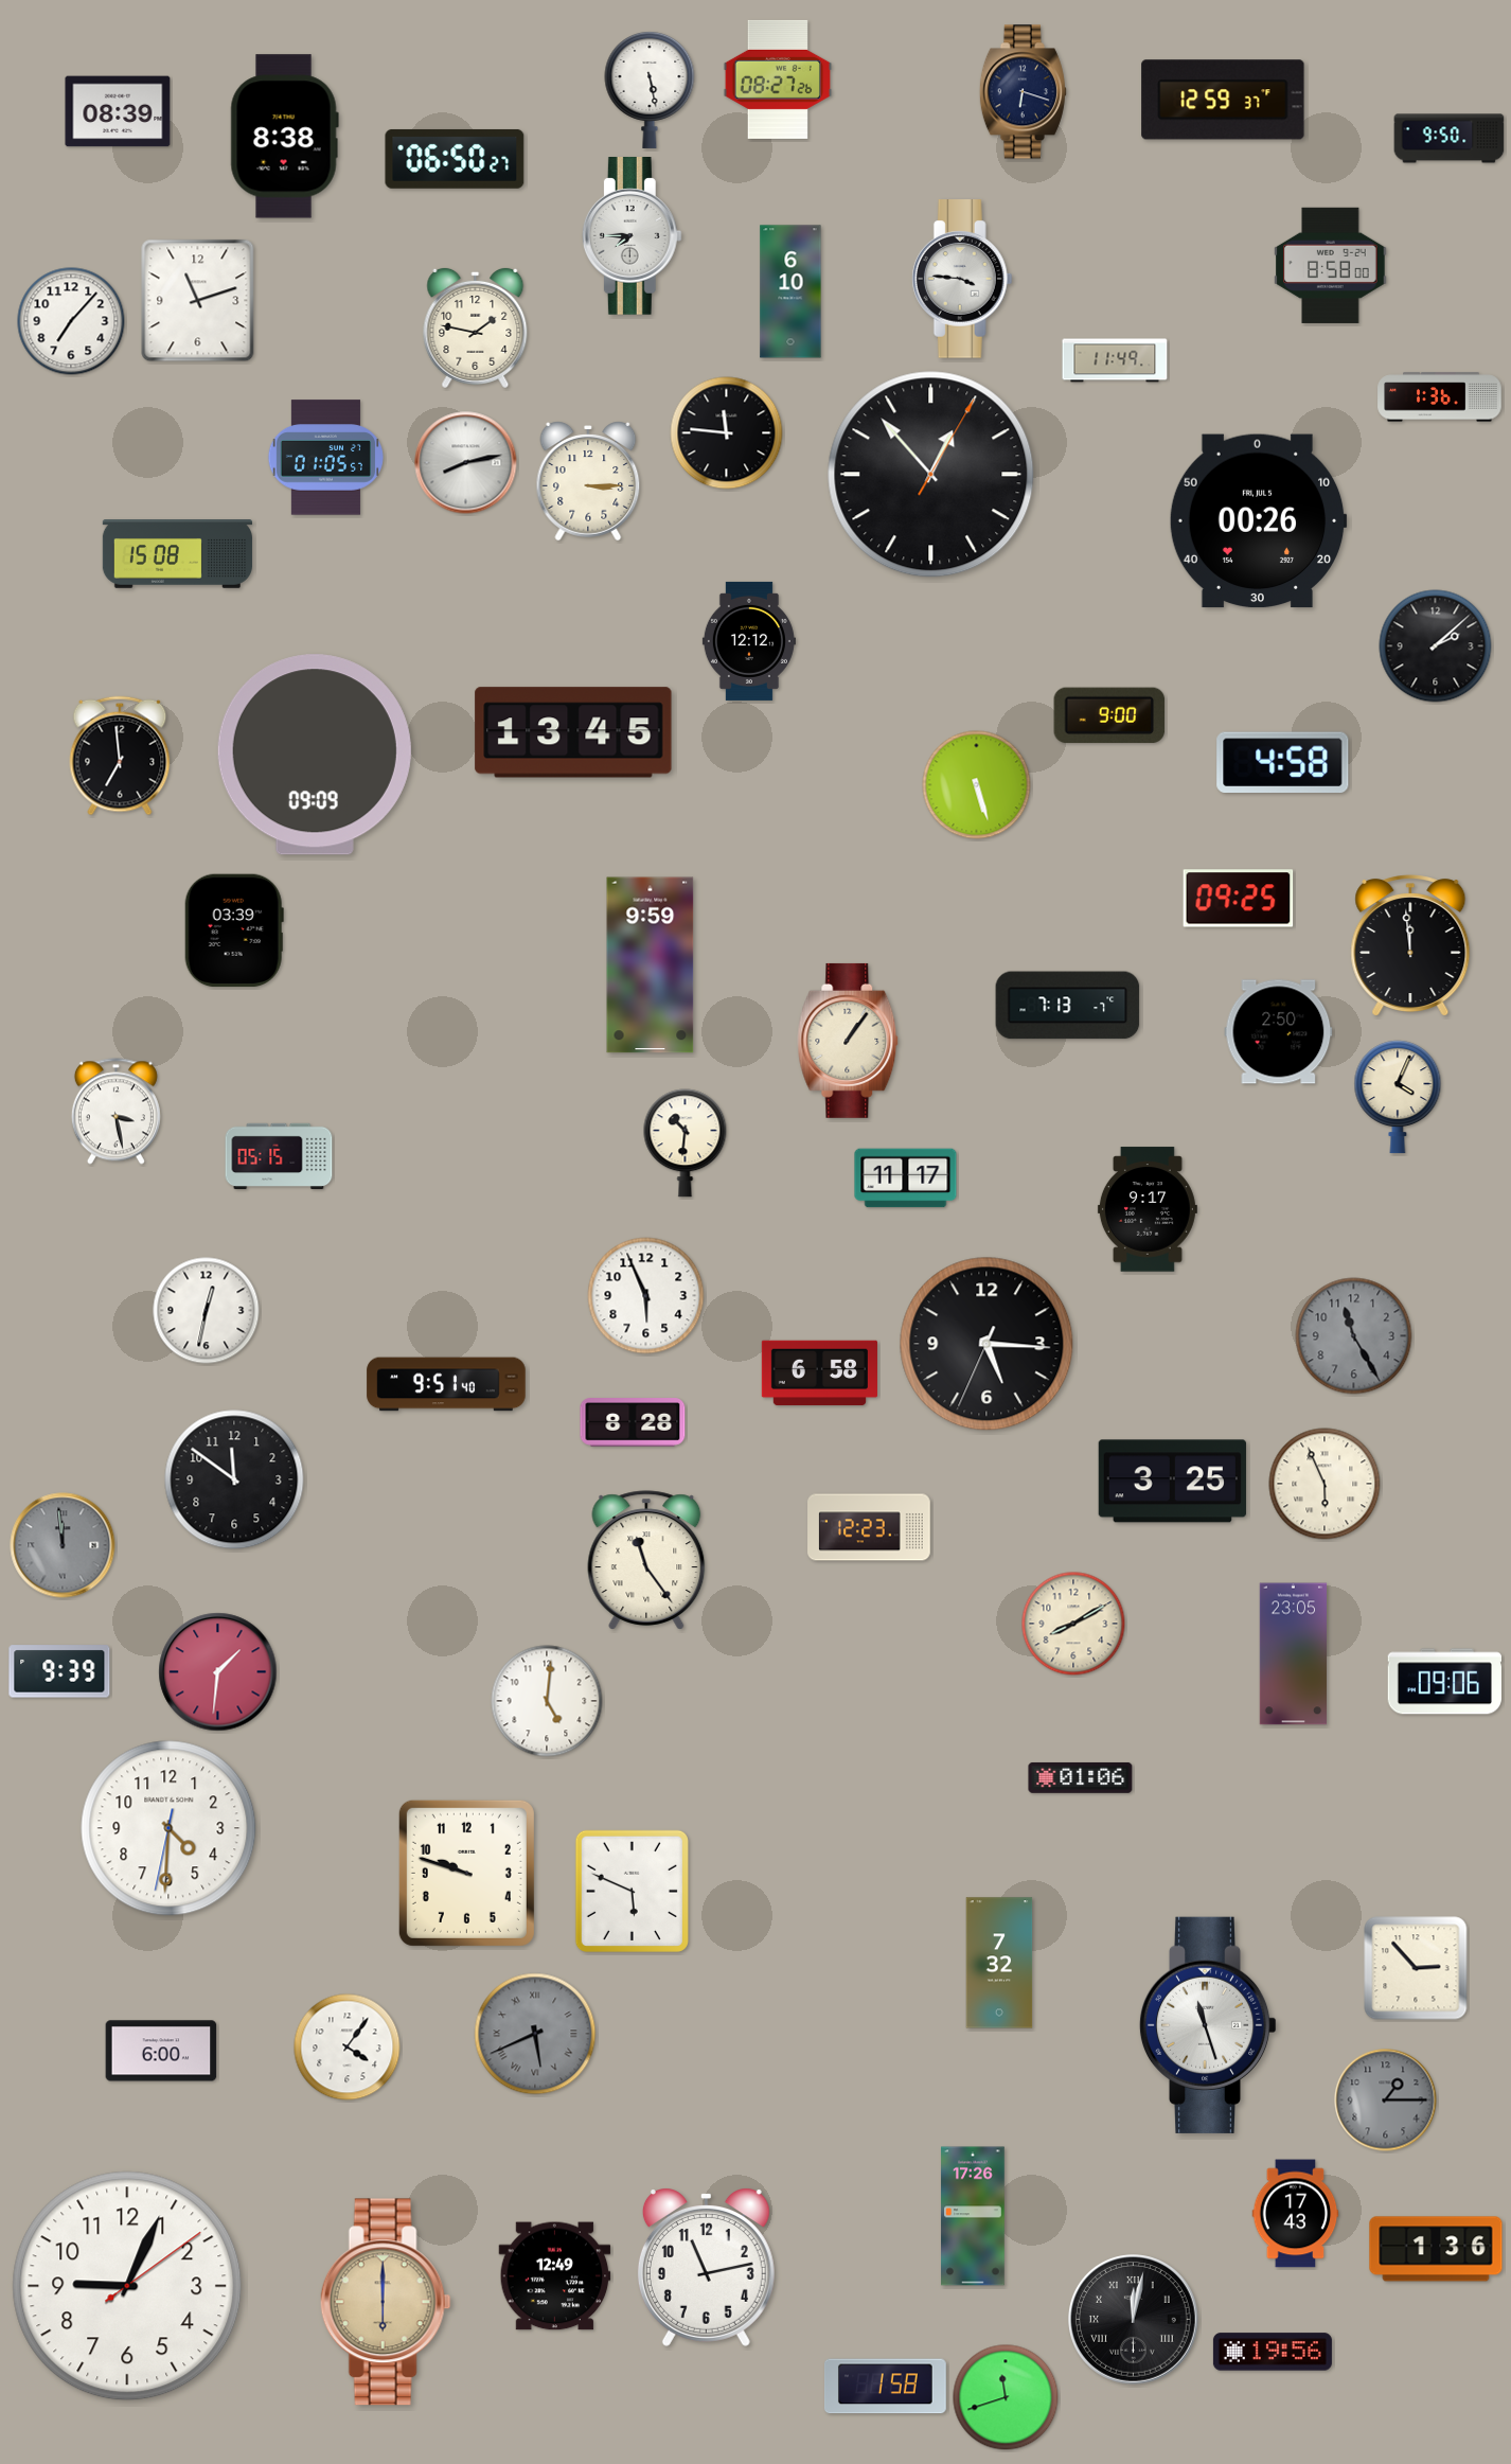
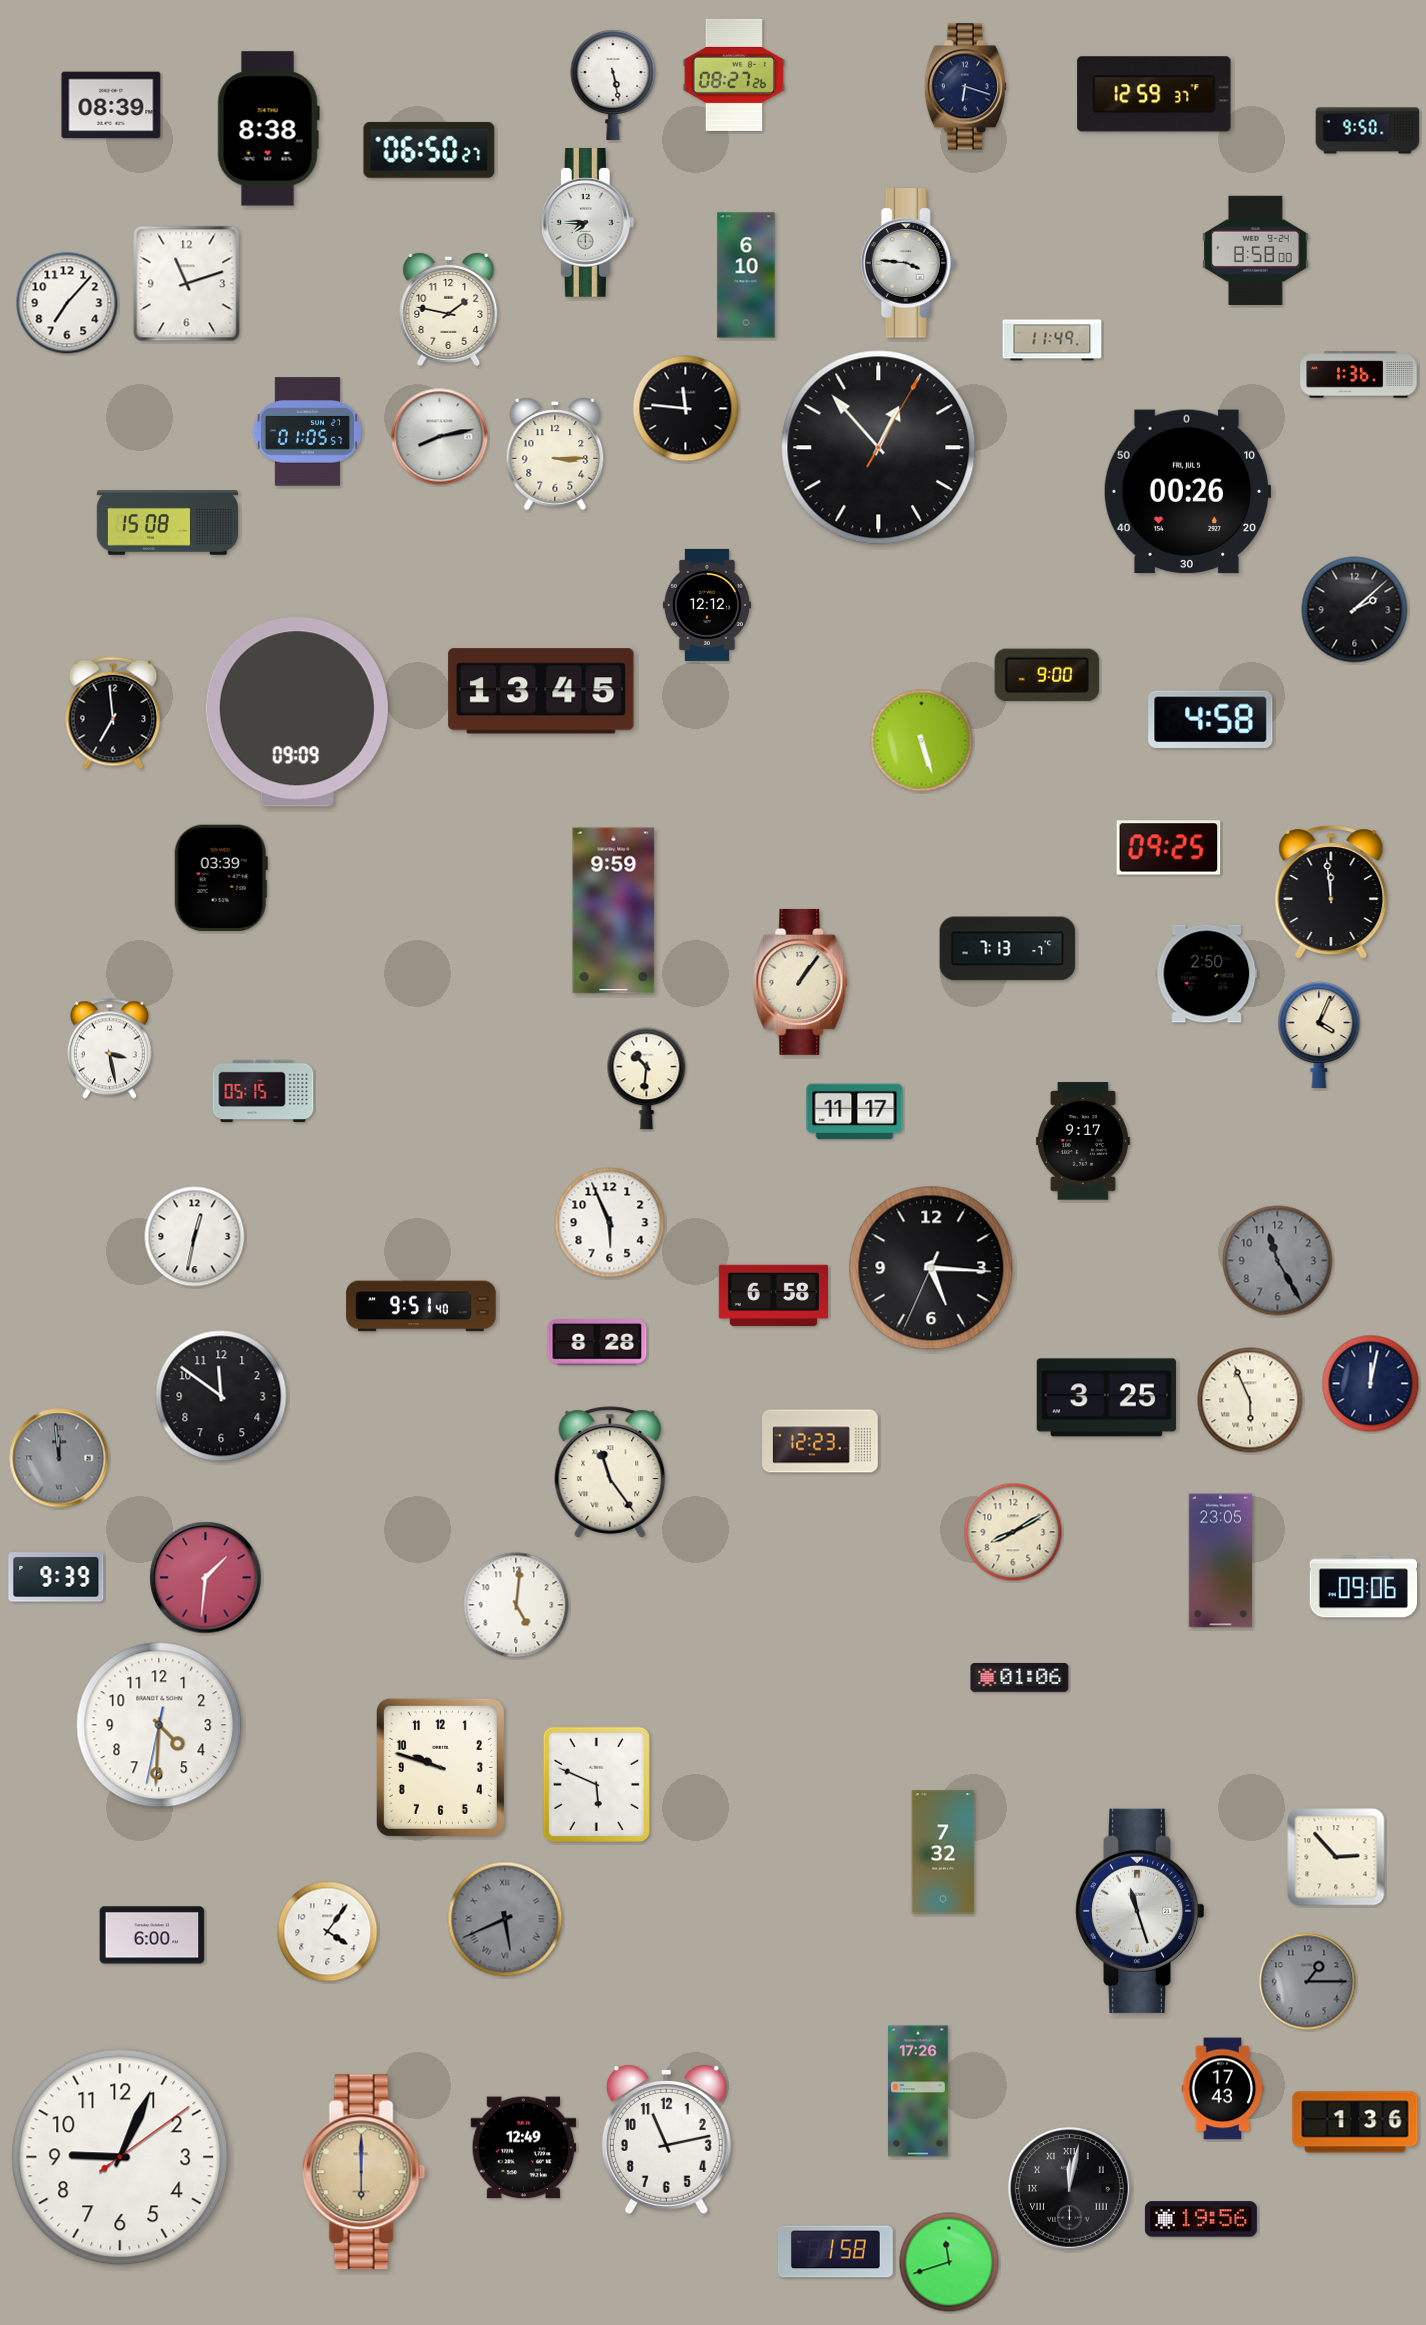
clock at (632, 236) position: (632, 236) -> (587, 223)
clock at (1371, 1384): none -> 12:02
